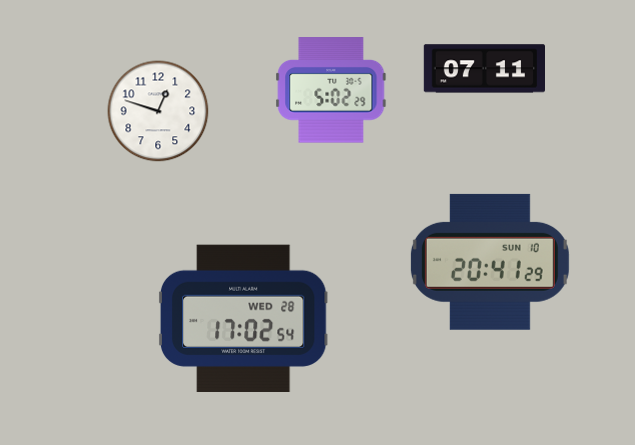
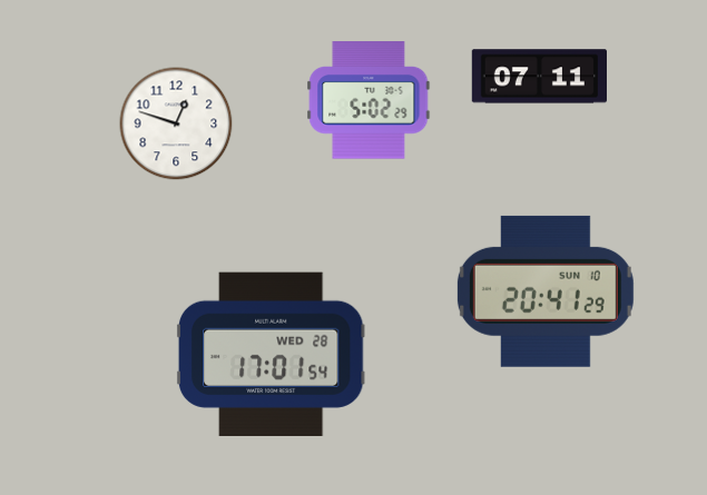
clock at (243, 318): 17:02 -> 17:01
